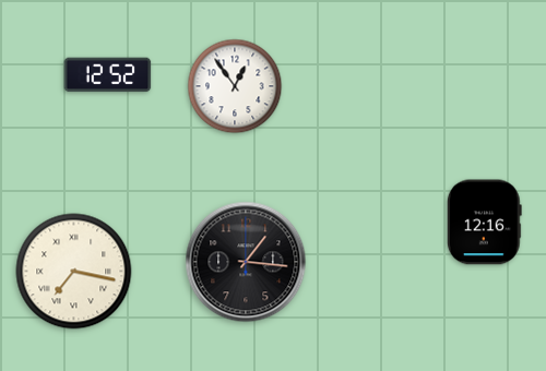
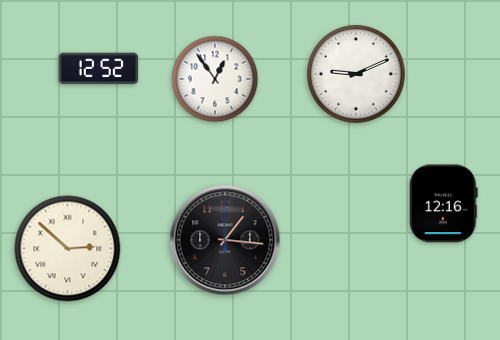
clock at (356, 74): none -> 9:11
clock at (74, 272): 7:17 -> 2:52
